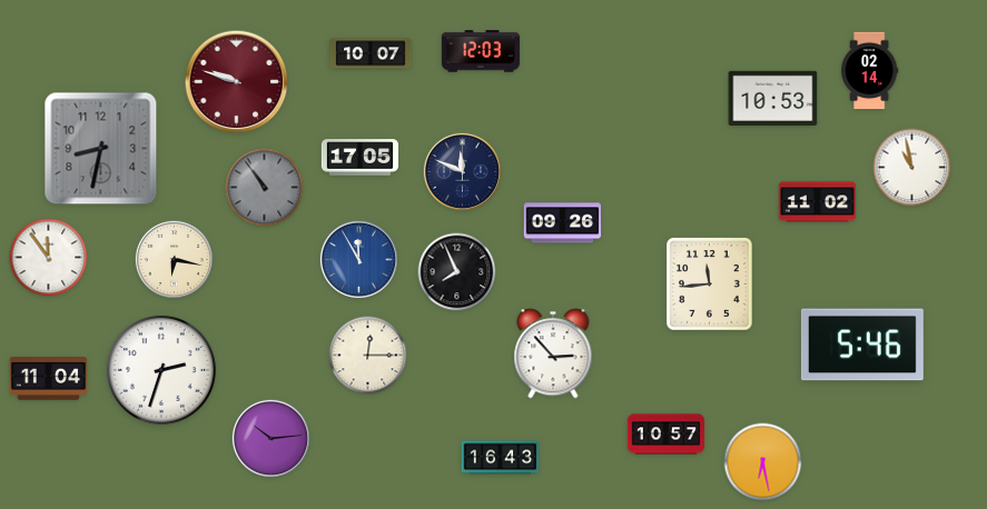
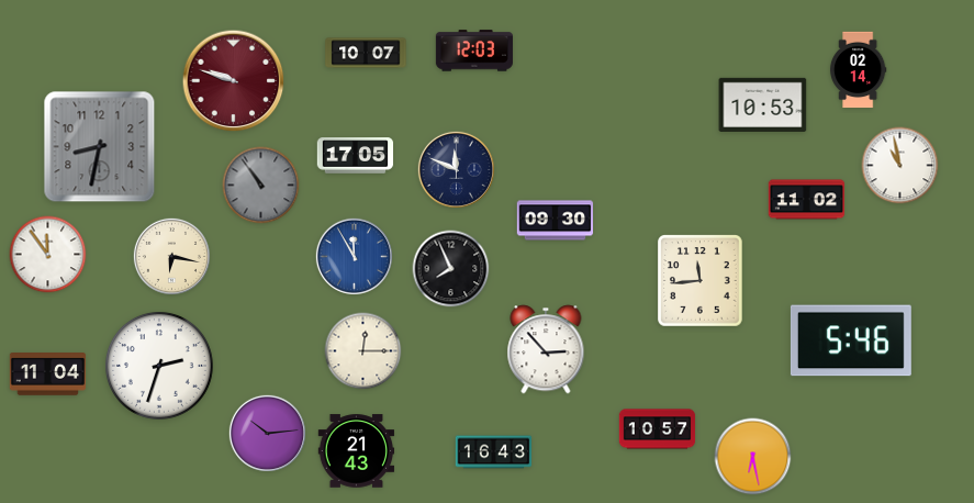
clock at (773, 98) position: (773, 98) -> (763, 104)
clock at (563, 223): 09:26 -> 09:30
clock at (357, 451): none -> 21:43
